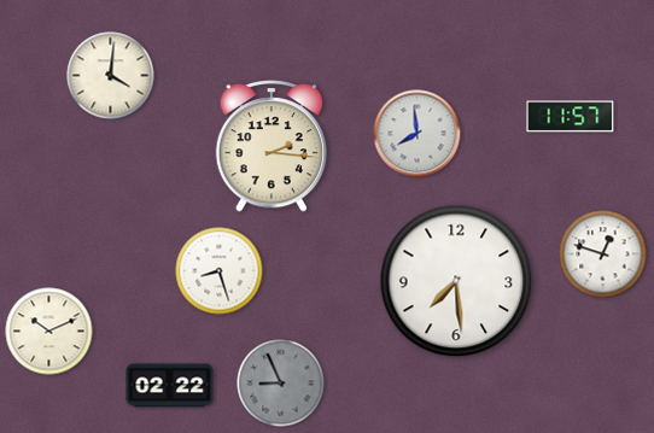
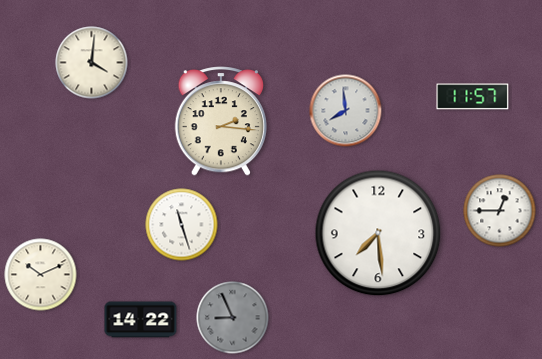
clock at (270, 146) position: (270, 146) -> (220, 121)
clock at (603, 254): 12:48 -> 12:45
clock at (220, 271): 8:27 -> 11:27
clock at (170, 386): 02:22 -> 14:22
